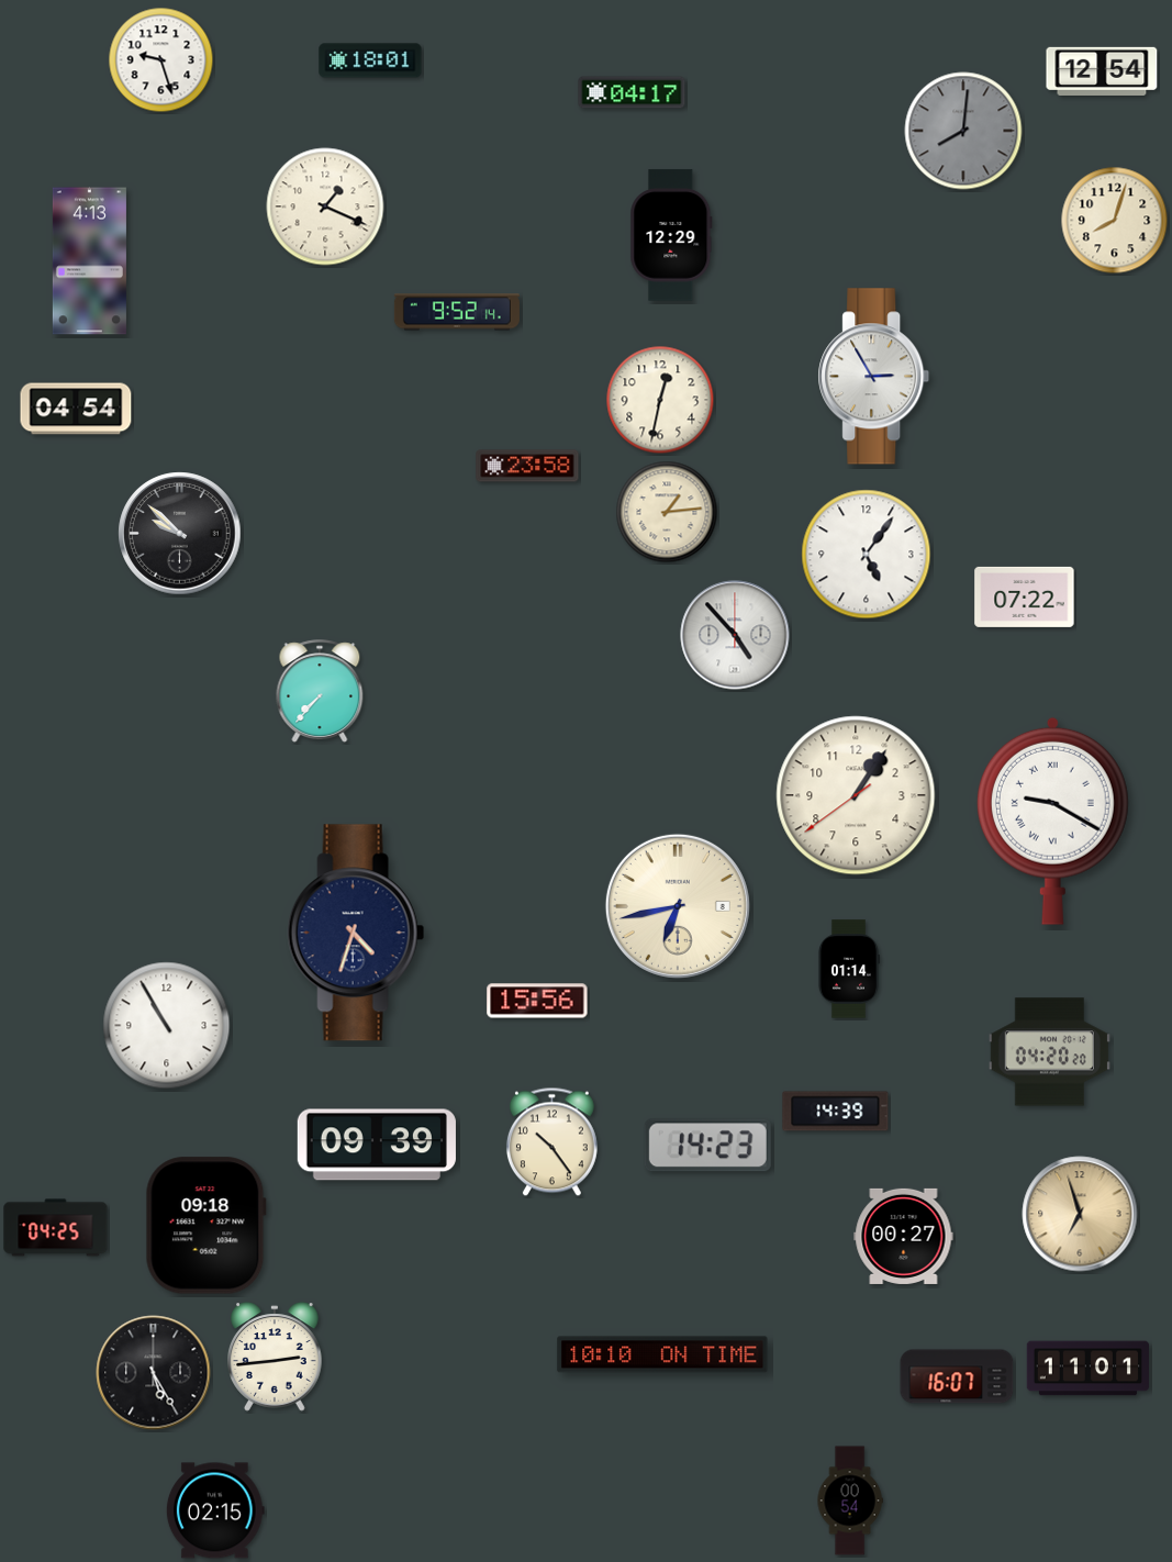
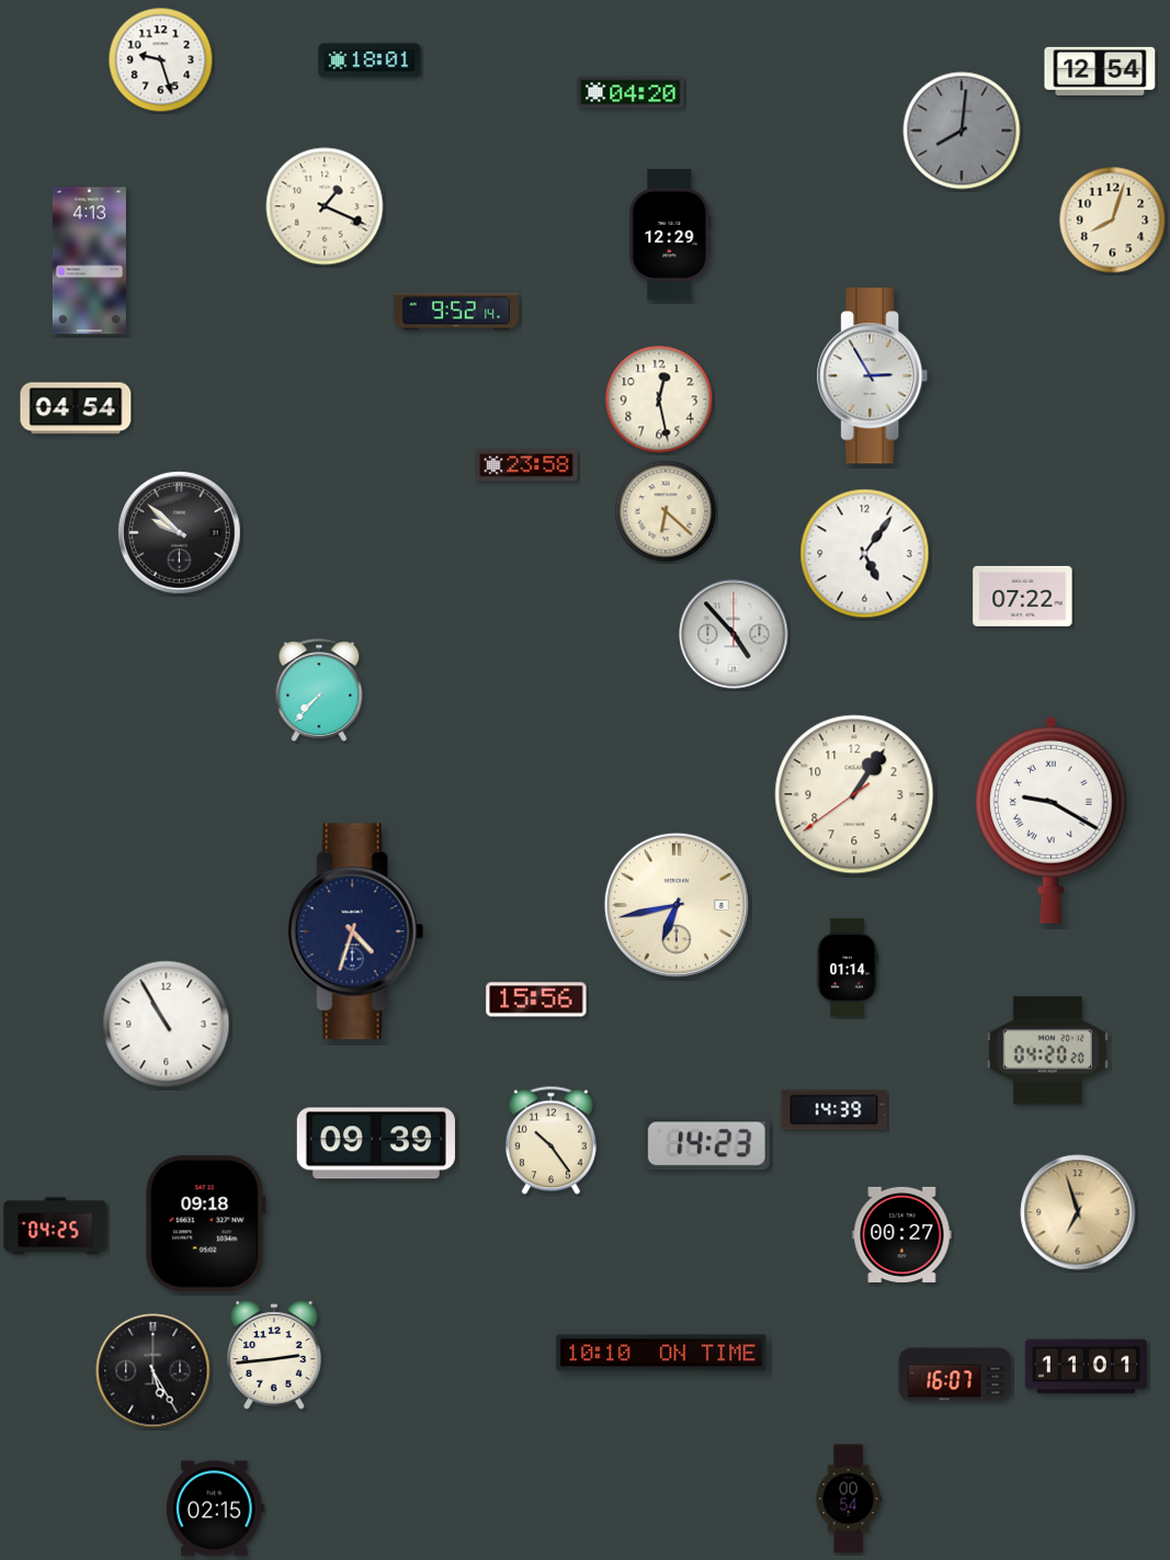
clock at (632, 92): 04:17 -> 04:20
clock at (660, 400): 12:32 -> 12:28
clock at (667, 512): 1:14 -> 6:22
